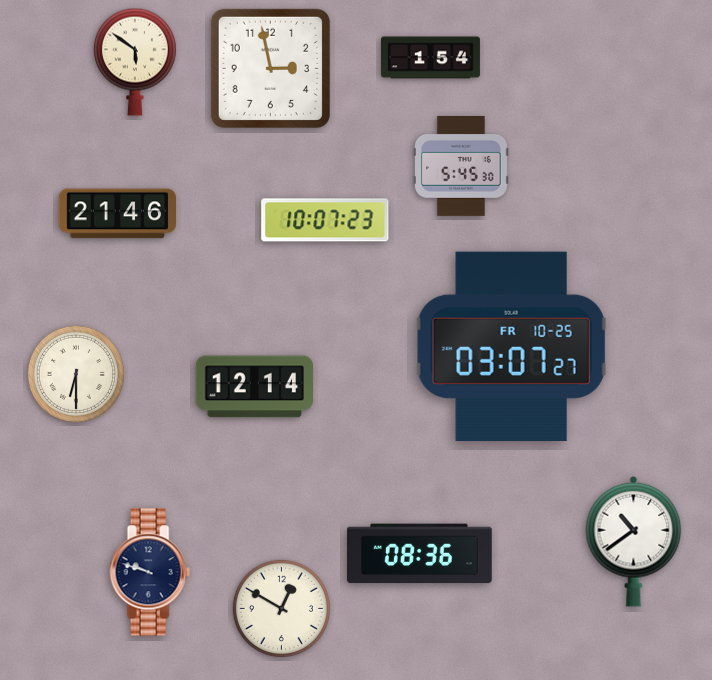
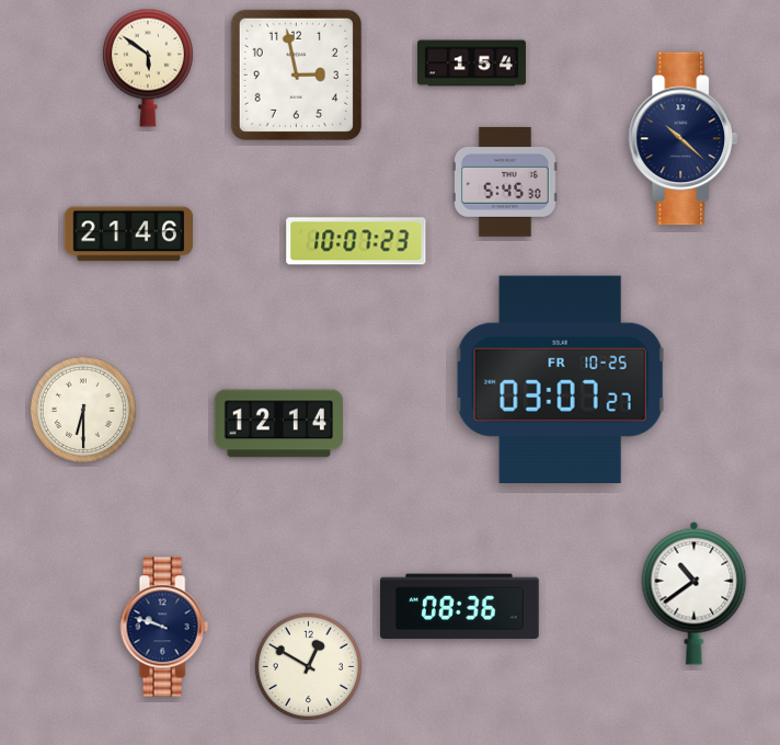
clock at (684, 139): none -> 10:22
